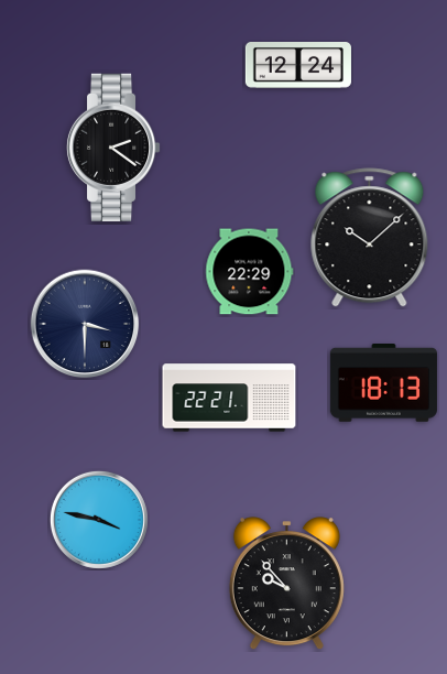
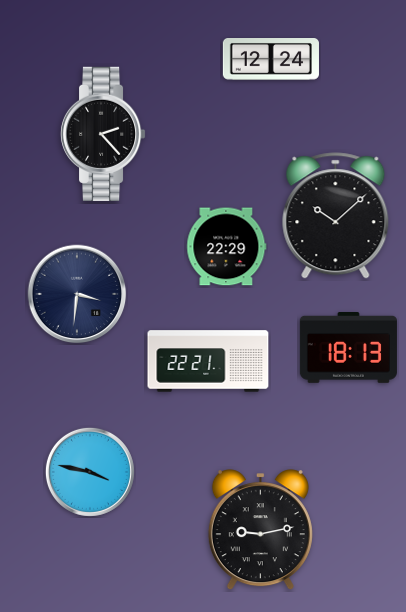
clock at (113, 148): 2:21 -> 2:23
clock at (85, 324): 3:30 -> 3:31
clock at (286, 584): 9:53 -> 9:13
